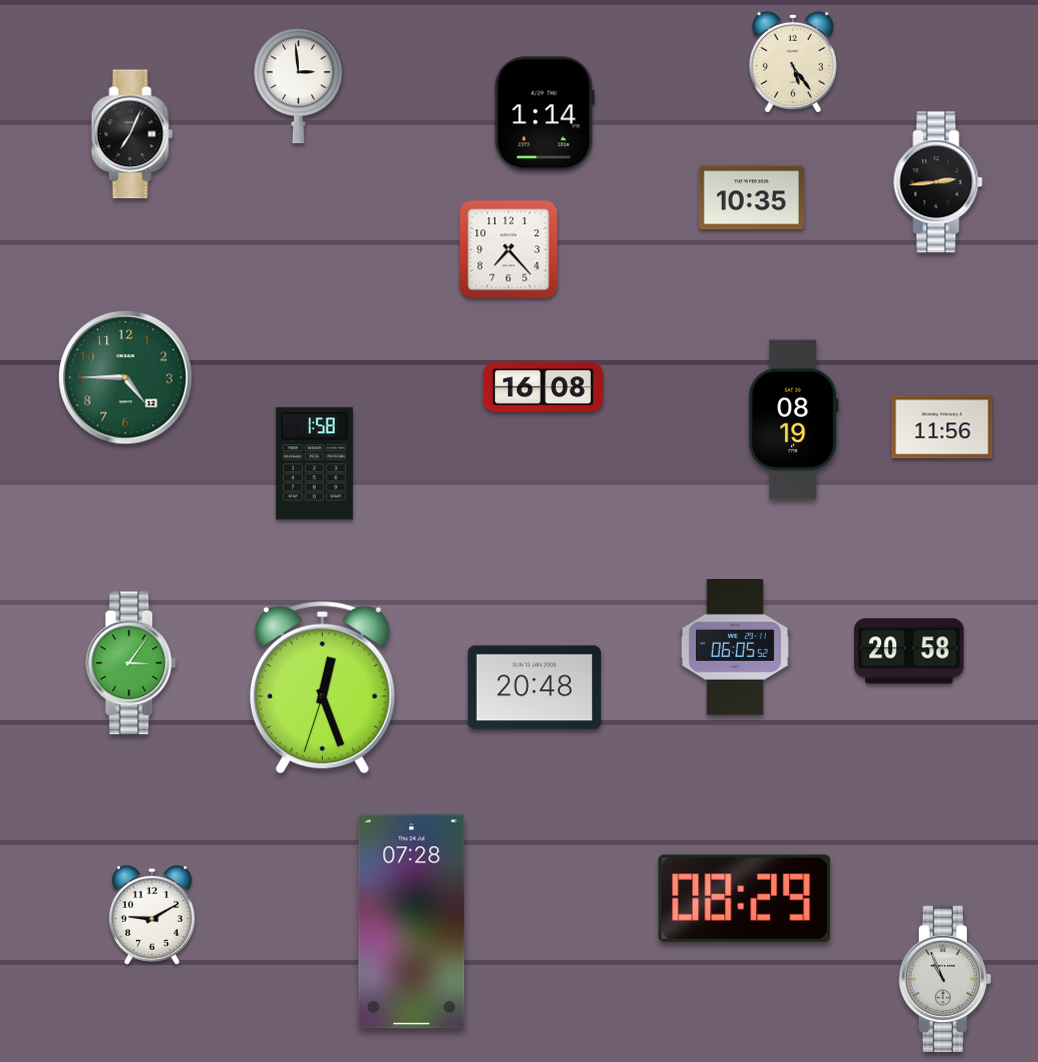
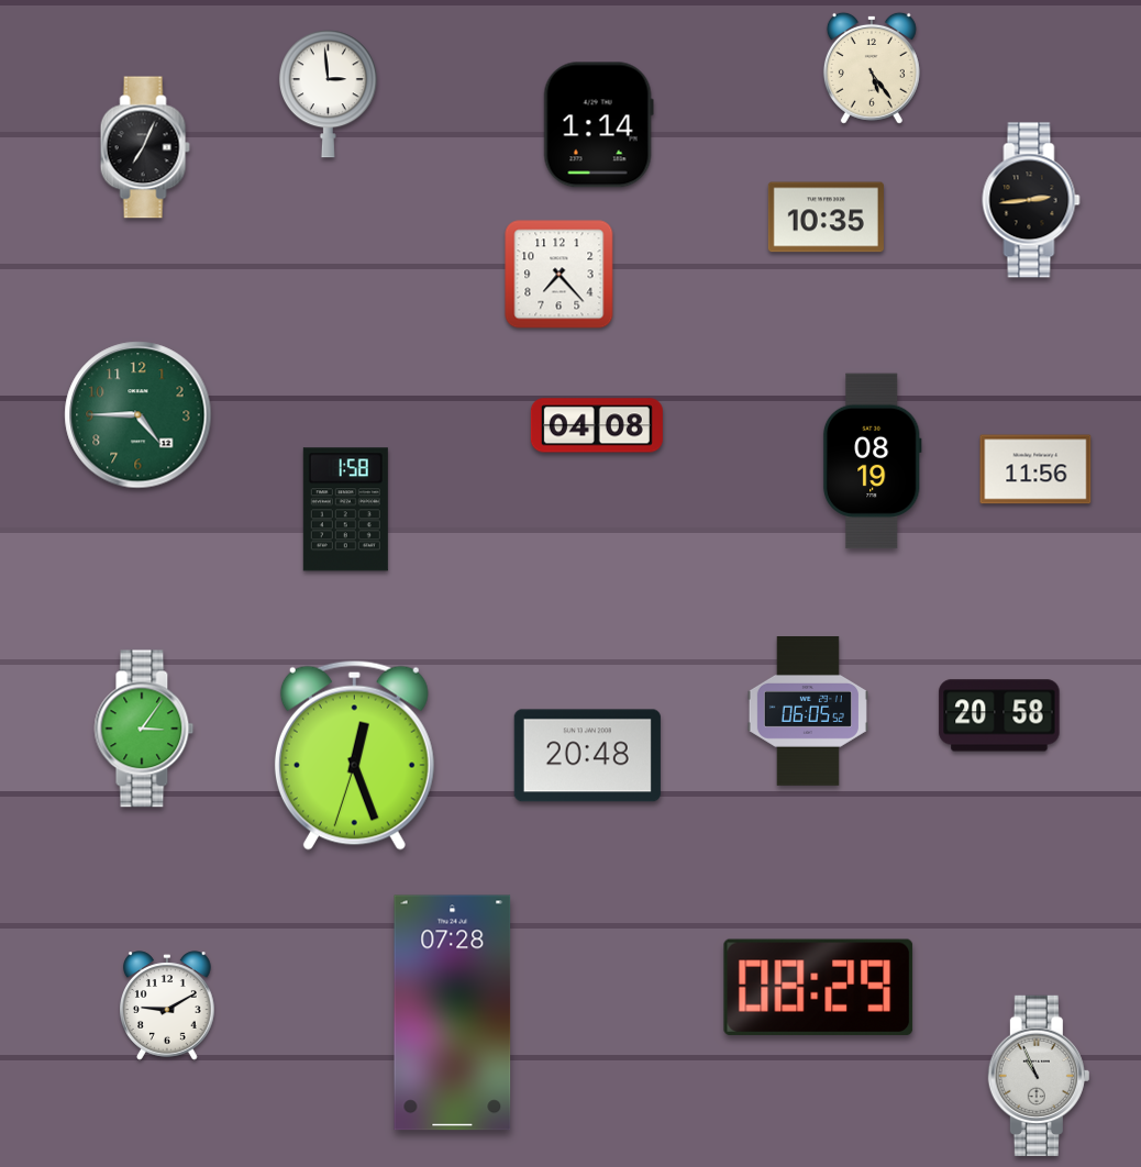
clock at (543, 387): 16:08 -> 04:08
